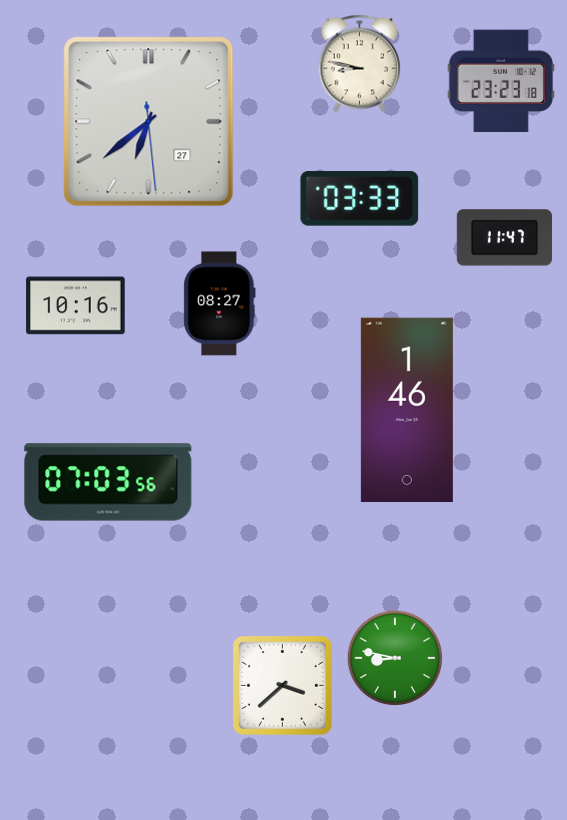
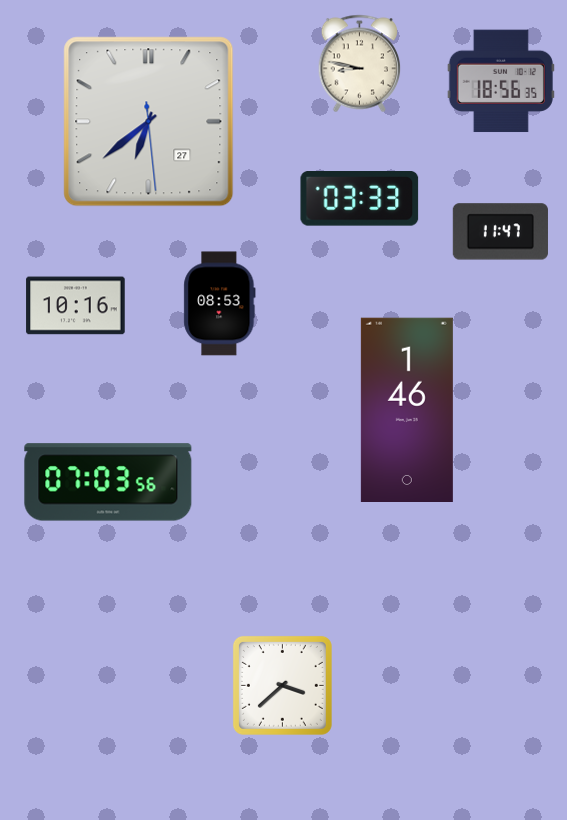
clock at (501, 81): 23:23 -> 18:56
clock at (504, 238) position: (504, 238) -> (500, 232)
clock at (220, 304): 08:27 -> 08:53
clock at (394, 657): 8:47 -> none
